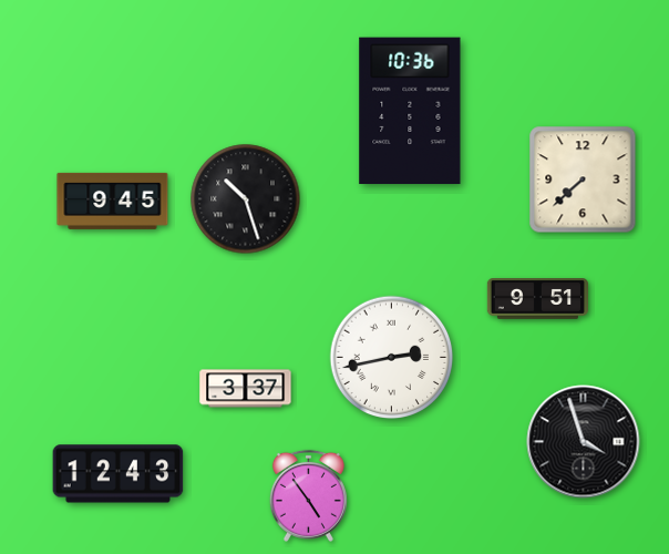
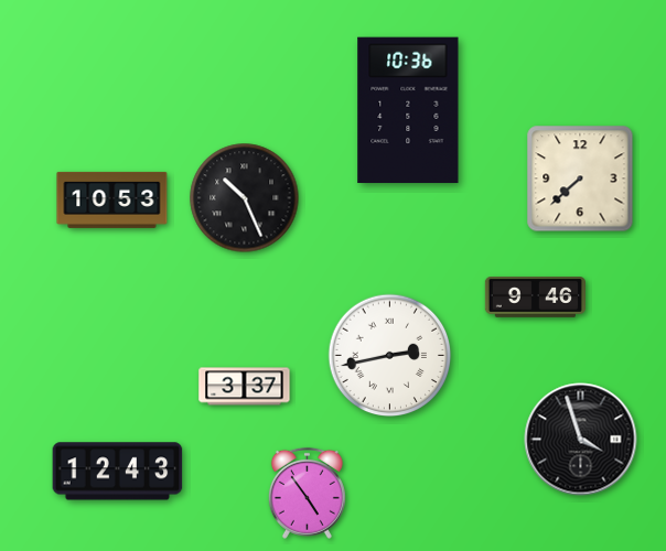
clock at (246, 199): 10:27 -> 10:26
clock at (113, 201): 9:45 -> 10:53
clock at (537, 299): 9:51 -> 9:46
